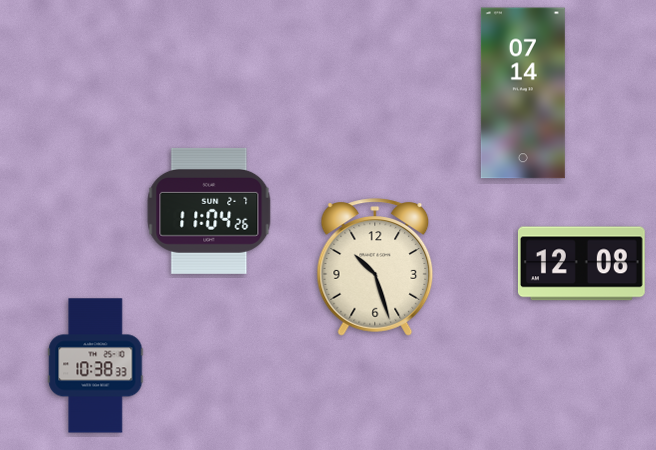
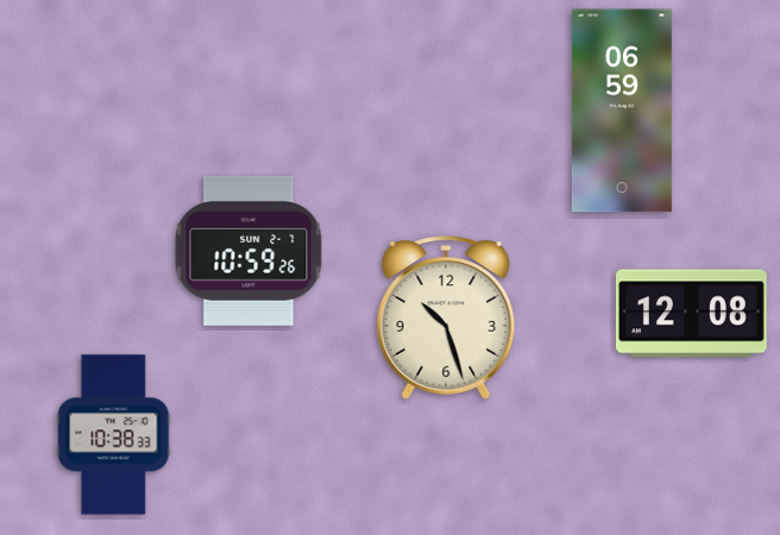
clock at (523, 93): 07:14 -> 06:59
clock at (209, 211): 11:04 -> 10:59
